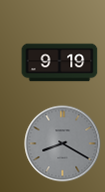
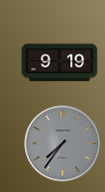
clock at (63, 144): 8:20 -> 7:36
